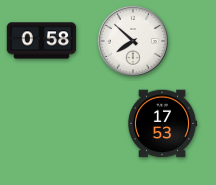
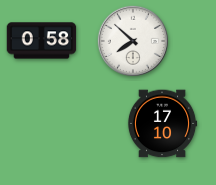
clock at (162, 124): 17:53 -> 17:10
